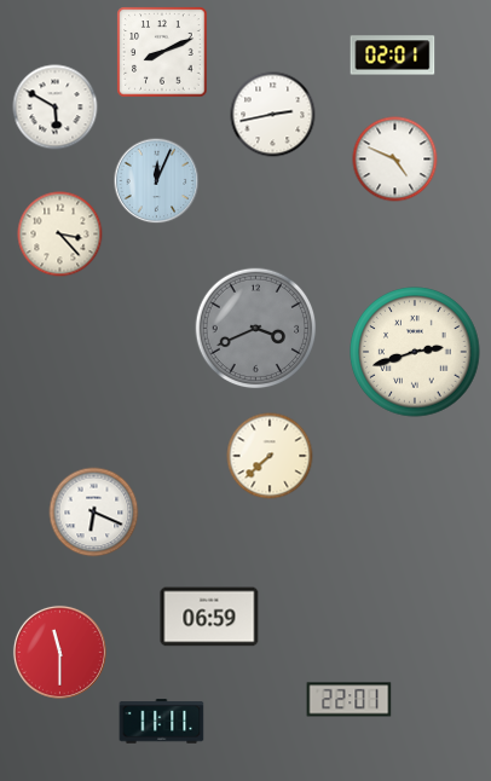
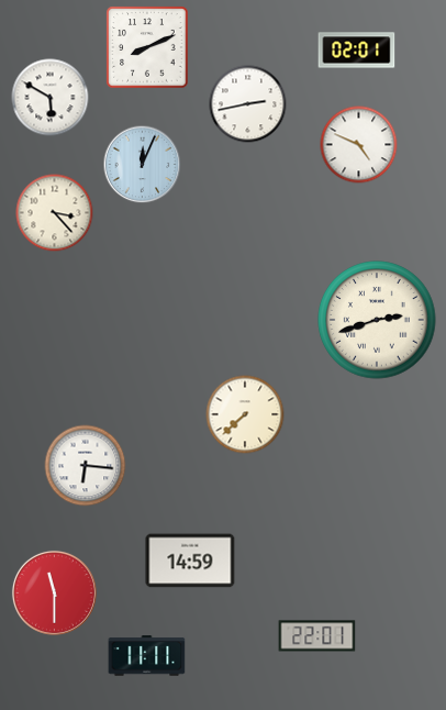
clock at (256, 329): 3:41 -> none
clock at (94, 513): 6:19 -> 6:16
clock at (209, 617): 06:59 -> 14:59
